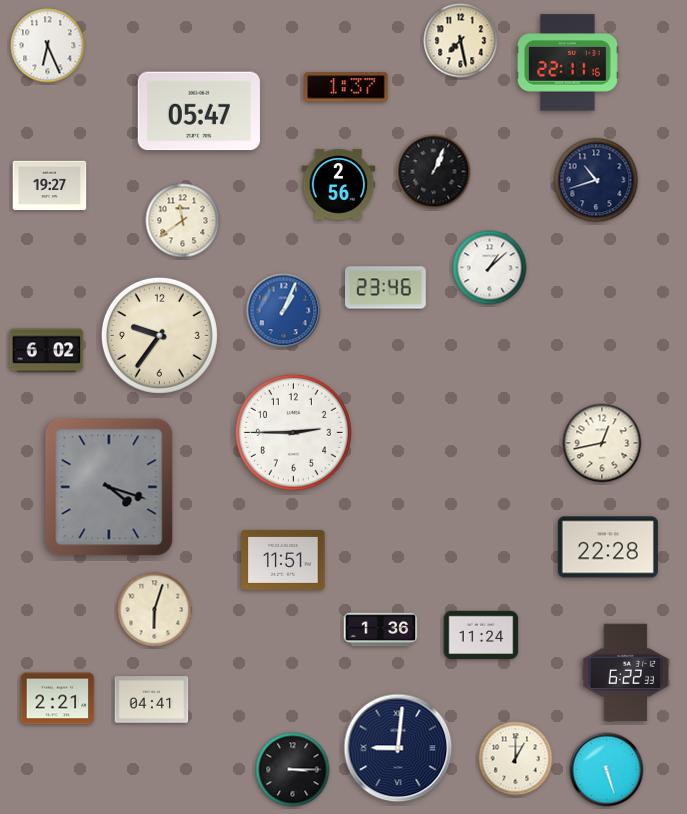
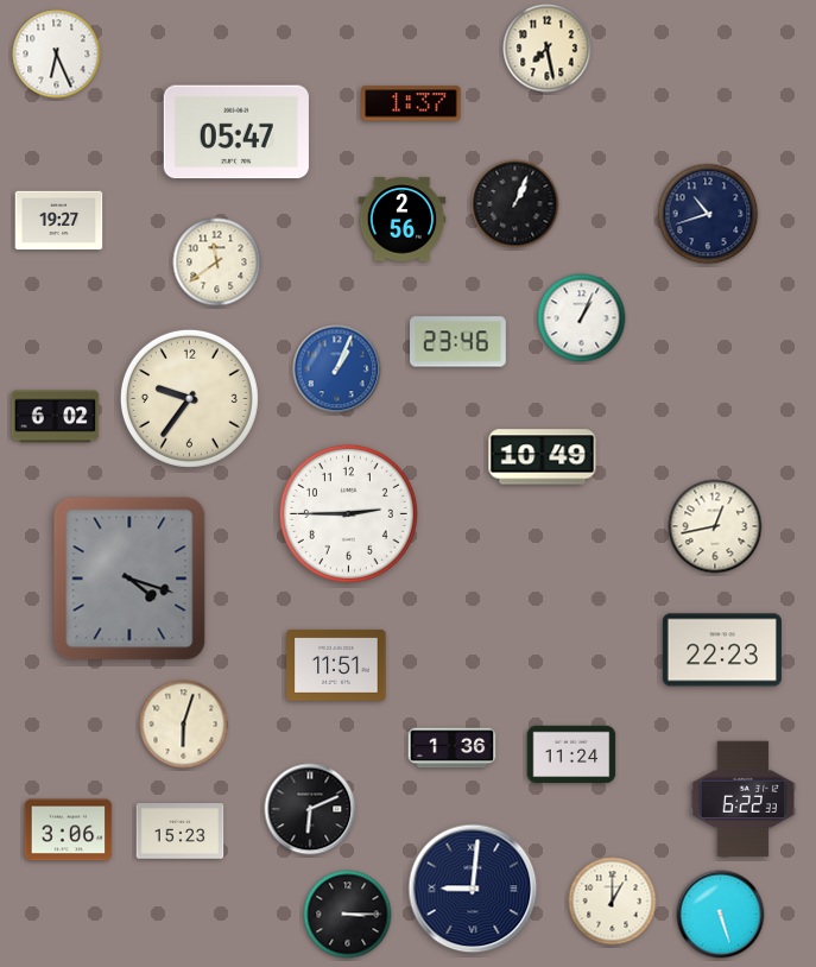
clock at (567, 63): 22:11 -> none
clock at (490, 268): 1:08 -> 1:04
clock at (543, 457): none -> 10:49
clock at (608, 547): 22:28 -> 22:23
clock at (310, 809): none -> 6:11
clock at (58, 699): 2:21 -> 3:06
clock at (152, 700): 04:41 -> 15:23
